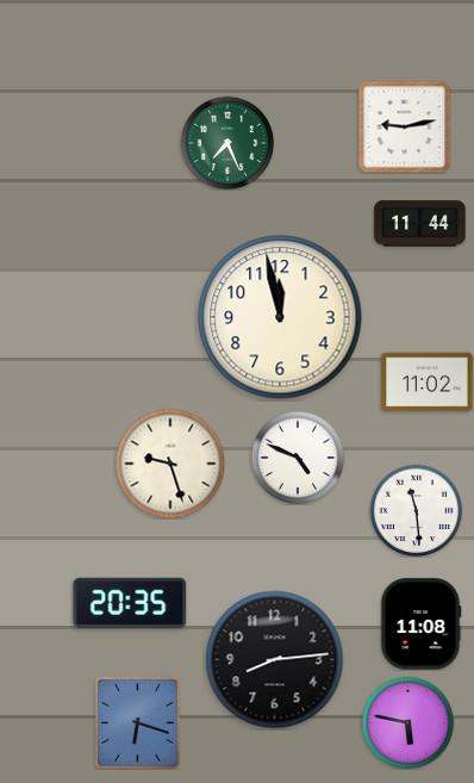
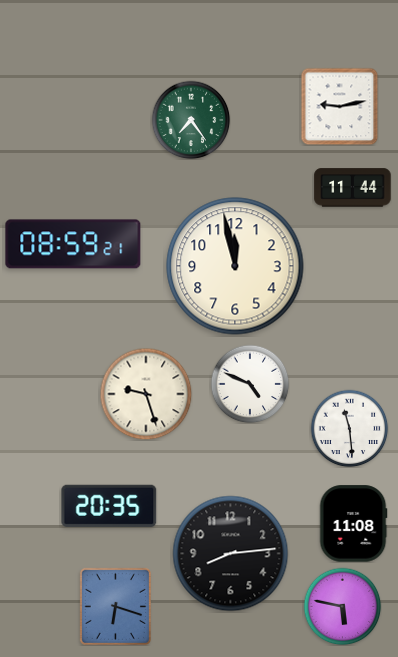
clock at (227, 143): 7:26 -> 7:24
clock at (73, 244): none -> 08:59
clock at (428, 383): 11:02 -> none
clock at (170, 464) position: (170, 464) -> (146, 394)
